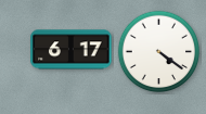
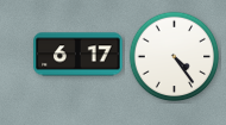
clock at (159, 52): 4:21 -> 4:24
